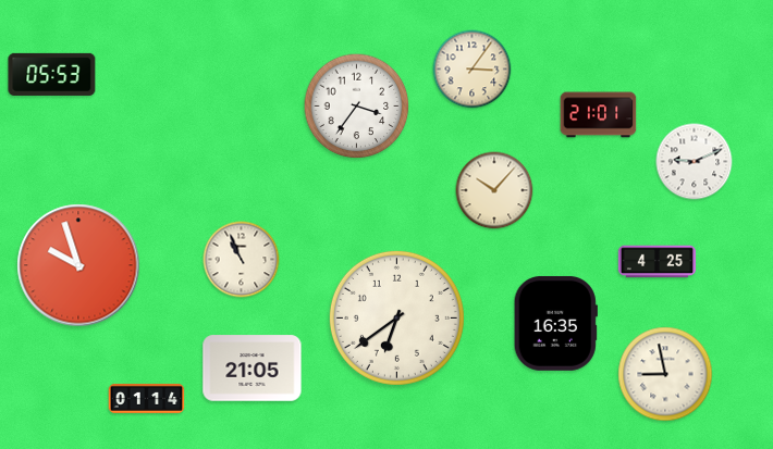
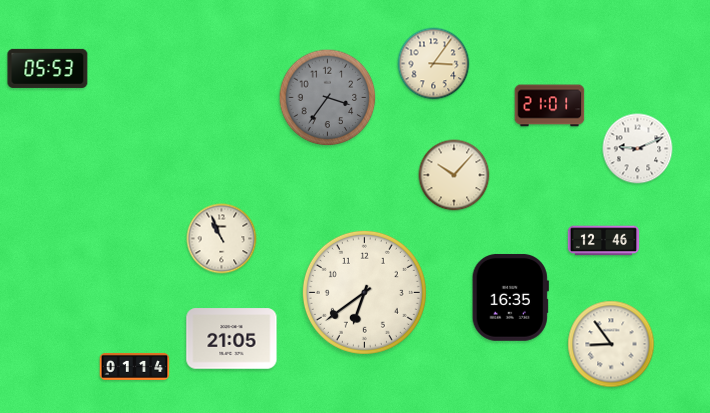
clock at (357, 107) dial: white -> grey
clock at (658, 262): 4:25 -> 12:46
clock at (78, 265): 9:57 -> none
clock at (665, 374): 8:58 -> 8:54
